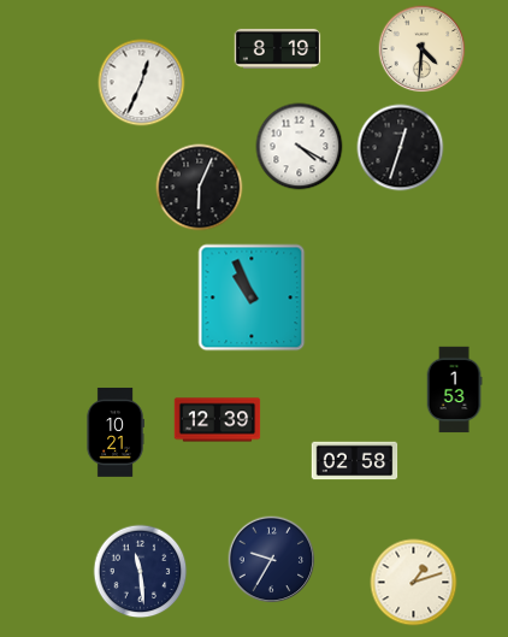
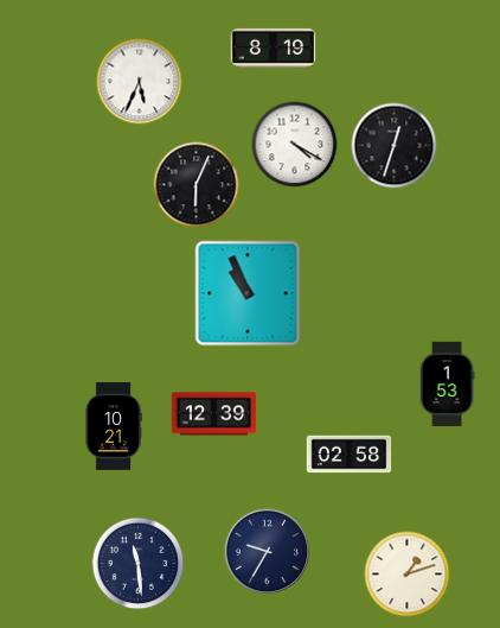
clock at (423, 49): 4:31 -> none
clock at (142, 83): 12:34 -> 5:34
